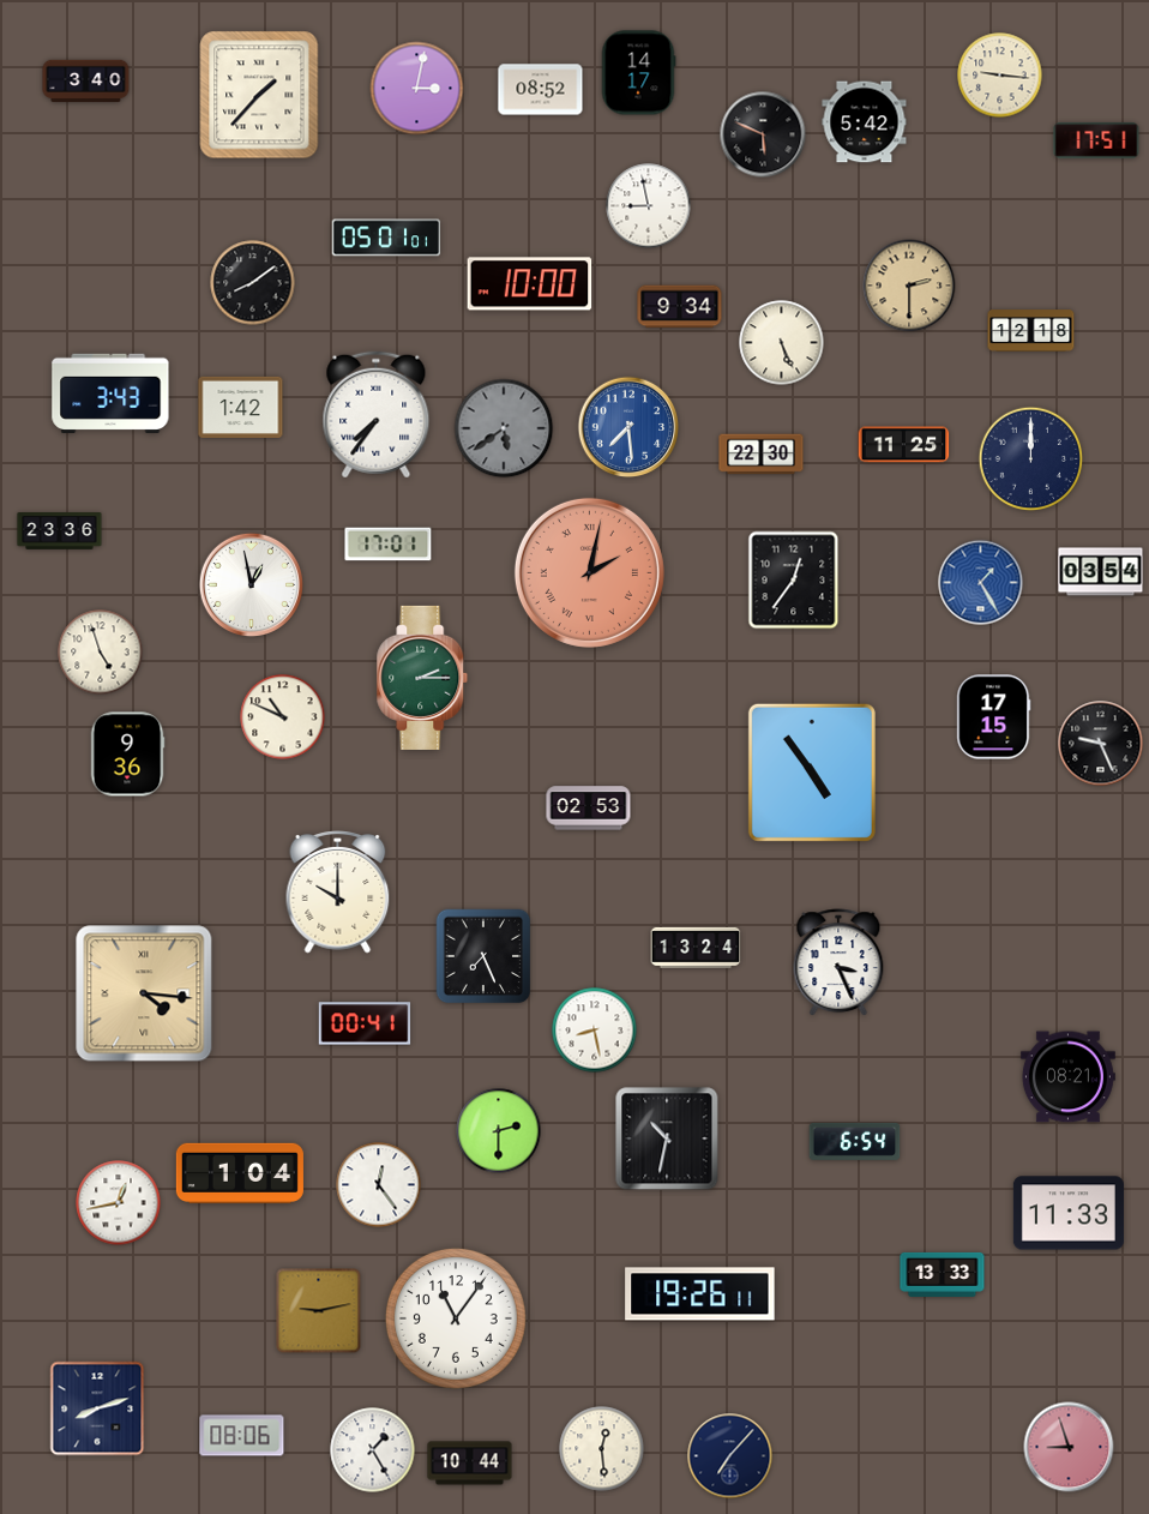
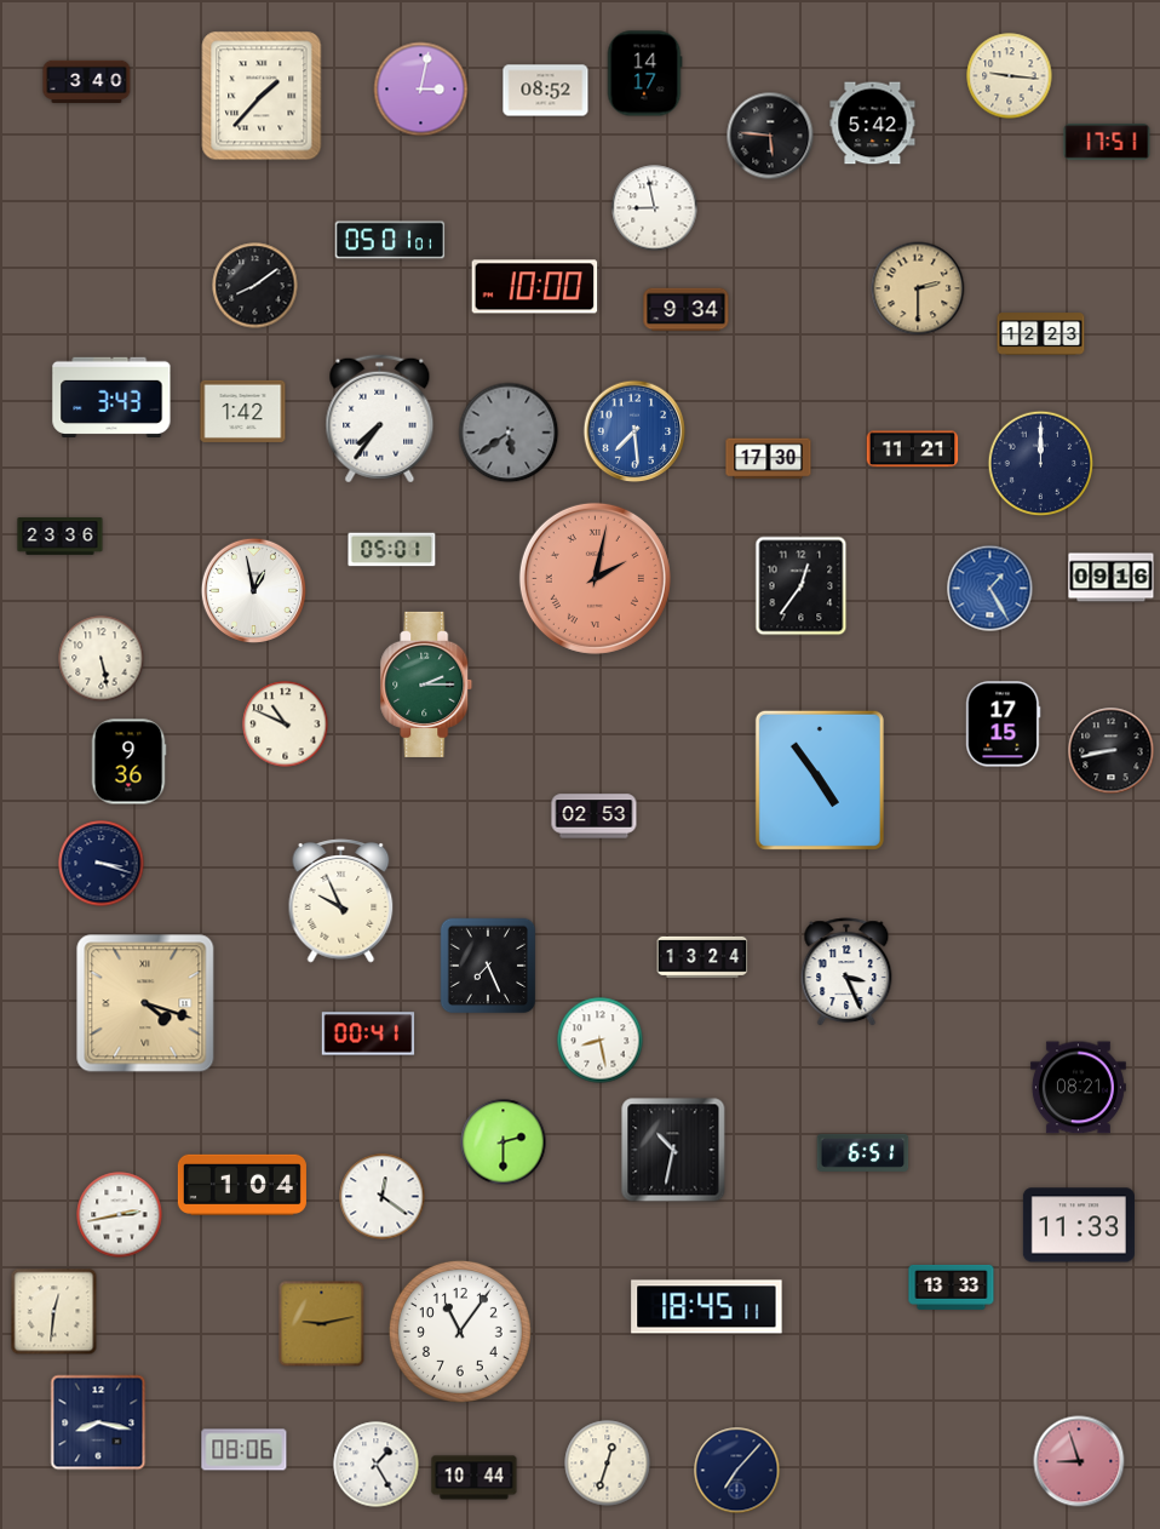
clock at (763, 134): 5:49 -> 5:46
clock at (1031, 331): 12:18 -> 12:23
clock at (782, 343): 5:26 -> none
clock at (904, 445): 11:25 -> 11:21
clock at (762, 455): 22:30 -> 17:30
clock at (389, 545): 17:01 -> 05:01
clock at (1101, 572): 03:54 -> 09:16
clock at (101, 653): 4:57 -> 5:28
clock at (1101, 744): 9:26 -> 8:43
clock at (102, 864): none -> 3:18
clock at (338, 893): 10:00 -> 9:56
clock at (144, 993): 4:16 -> 4:18
clock at (855, 1141): 6:54 -> 6:51
clock at (379, 1185): 12:24 -> 12:21
clock at (119, 1203): 12:43 -> 2:43
clock at (700, 1294): 19:26 -> 18:45
clock at (54, 1312): none -> 12:31
clock at (97, 1408): 8:12 -> 8:17
clock at (602, 1449): 12:29 -> 12:33
